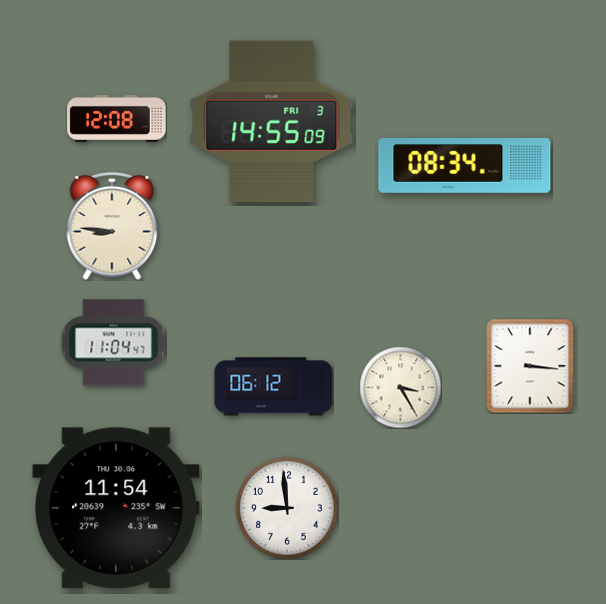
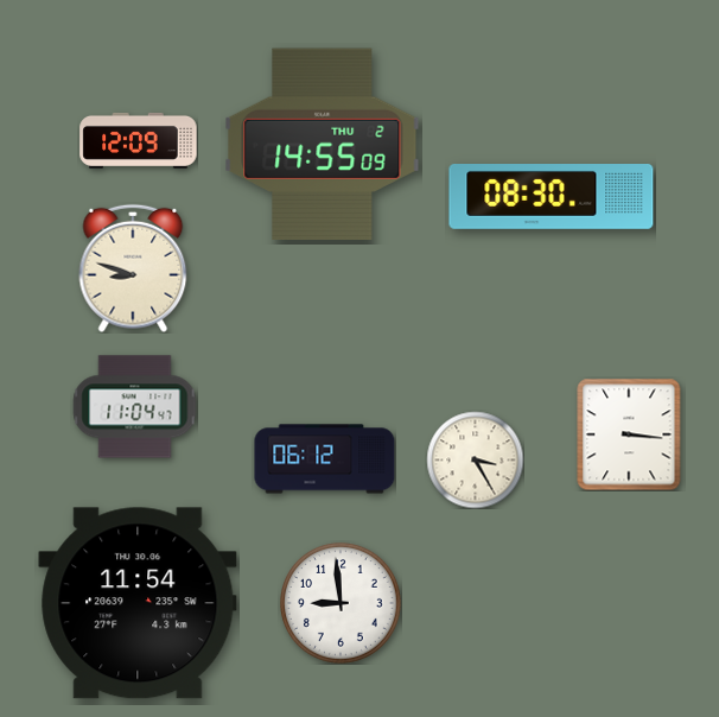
clock at (117, 118): 12:08 -> 12:09
clock at (272, 121) date: FRI 3 -> THU 2
clock at (465, 166): 08:34 -> 08:30
clock at (112, 226): 8:46 -> 8:48
